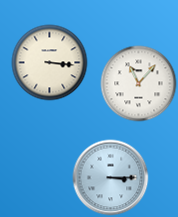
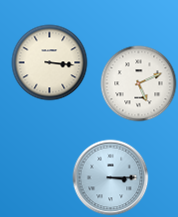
clock at (139, 84): 11:07 -> 5:11
